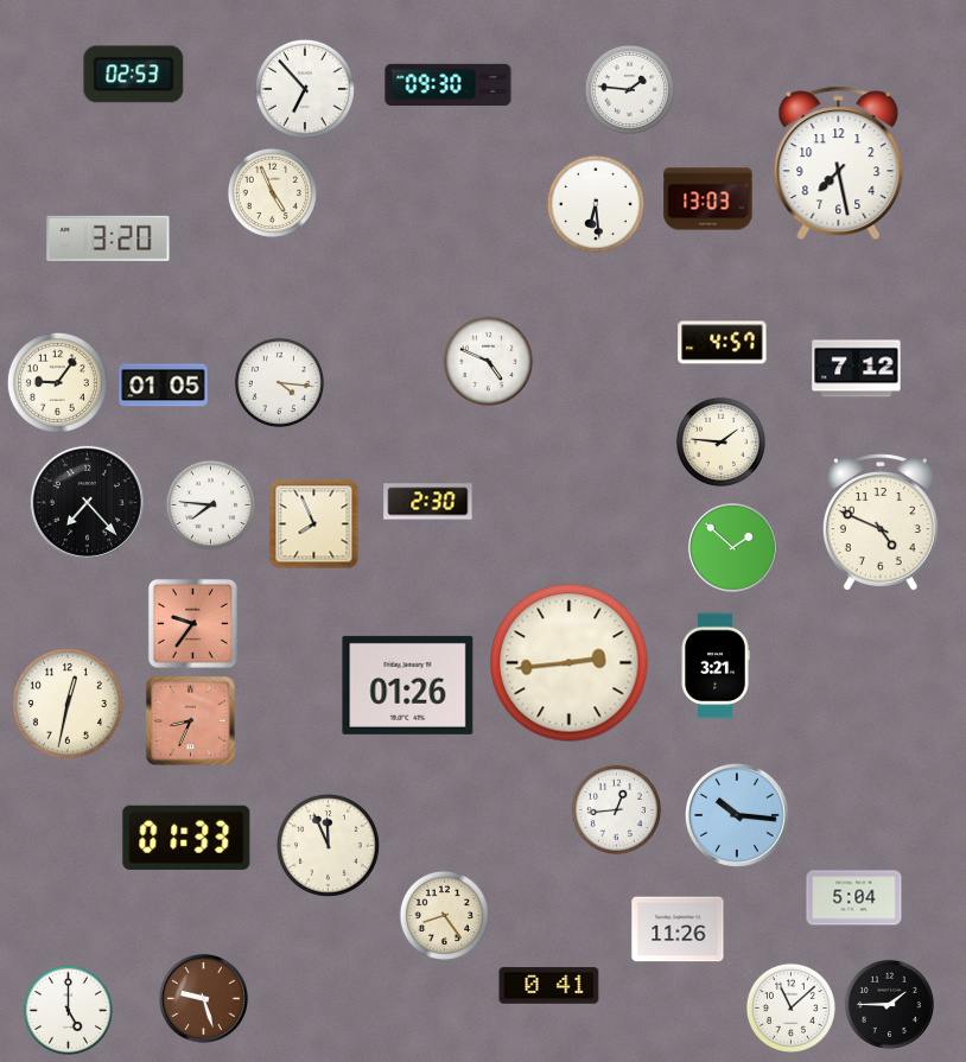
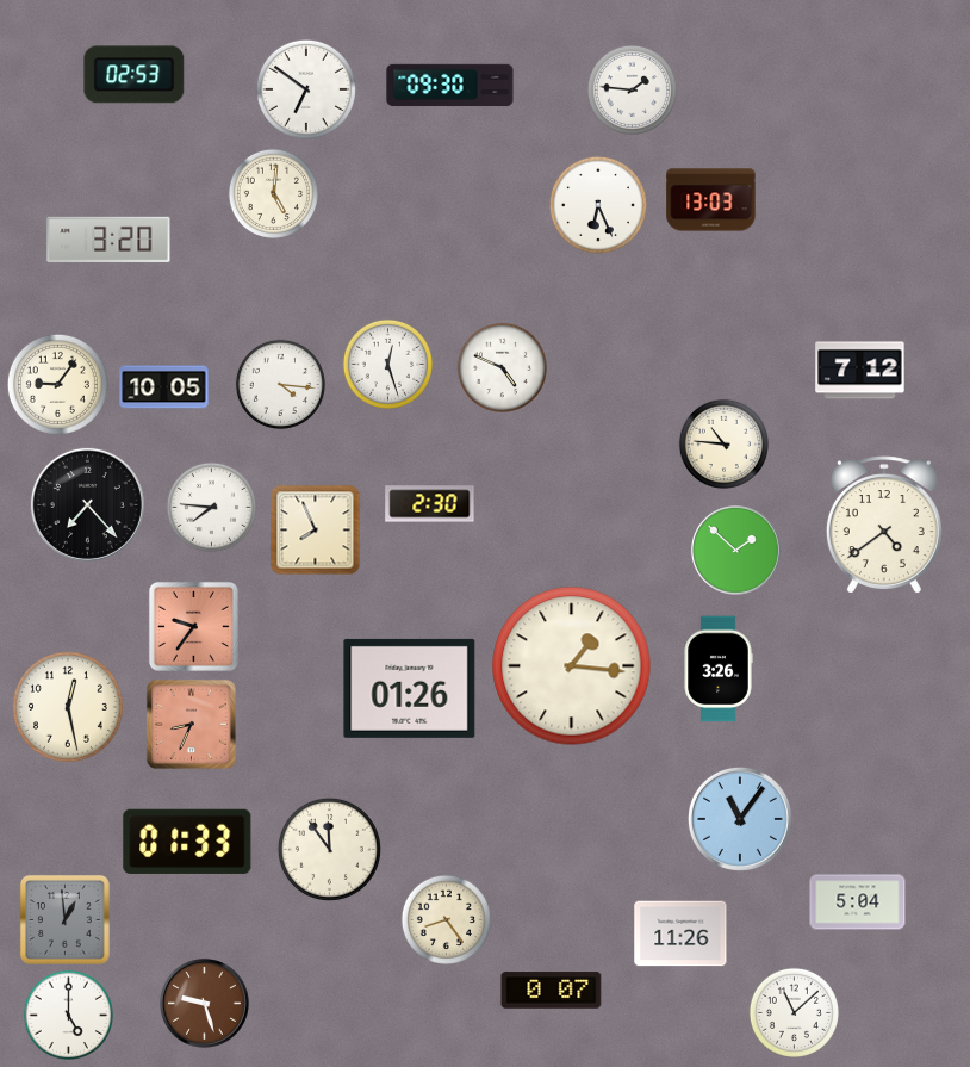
clock at (305, 89): 6:53 -> 6:51
clock at (839, 163): 7:28 -> none
clock at (272, 192): 4:56 -> 5:01
clock at (596, 204): 6:29 -> 6:26
clock at (723, 343): 4:57 -> none
clock at (488, 361) position: (488, 361) -> (502, 367)
clock at (387, 364): none -> 12:27
clock at (164, 386): 01:05 -> 10:05
clock at (720, 441): 1:46 -> 10:46
clock at (881, 522): 4:49 -> 4:39
clock at (314, 524) position: (314, 524) -> (316, 531)
clock at (570, 663): 2:44 -> 1:16
clock at (716, 666): 3:21 -> 3:26
clock at (68, 704): 12:32 -> 12:28
clock at (616, 809): 12:44 -> none
clock at (737, 815): 10:16 -> 11:06
clock at (328, 845): 11:56 -> 11:54
clock at (64, 919): none -> 12:59
clock at (549, 986): 0:41 -> 0:07
clock at (889, 1004): 1:45 -> none
